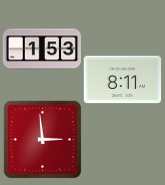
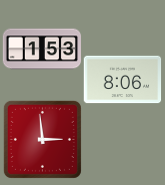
clock at (122, 80): 8:11 -> 8:06
